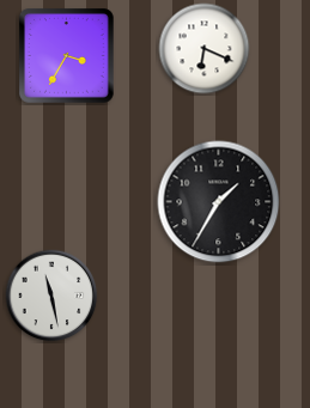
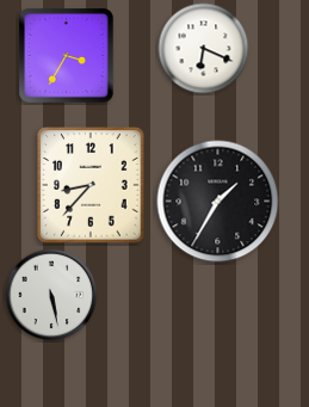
clock at (91, 185): none -> 8:37
clock at (51, 296): 11:28 -> 5:28
